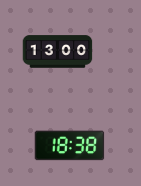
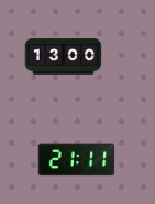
clock at (70, 146): 18:38 -> 21:11
